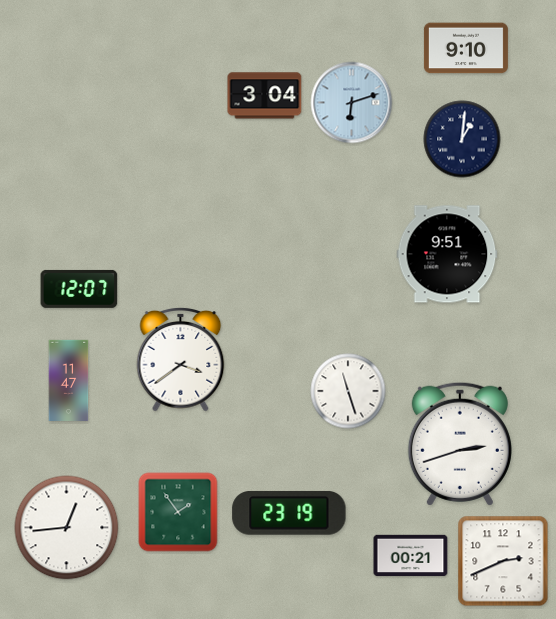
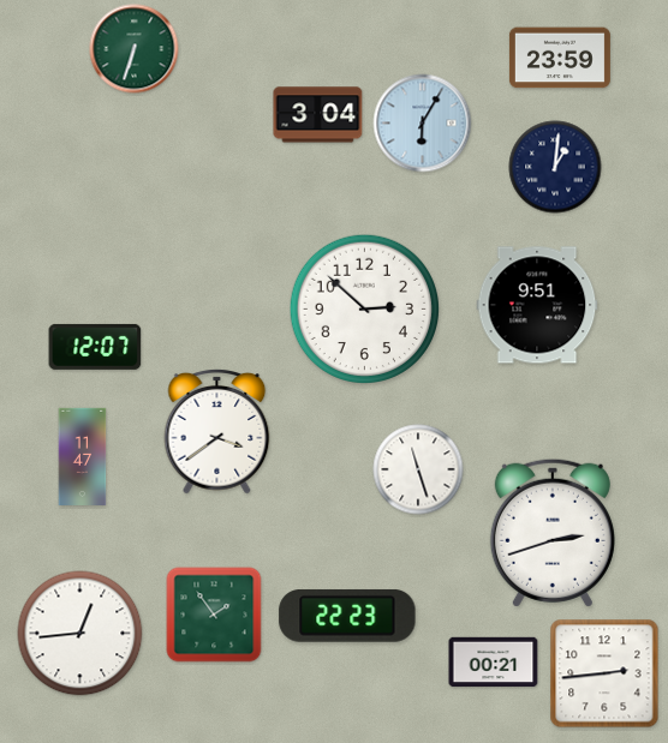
clock at (135, 49): none -> 6:33
clock at (466, 48): 9:10 -> 23:59
clock at (352, 103): 6:12 -> 6:05
clock at (364, 308): none -> 2:52
clock at (289, 513): 23:19 -> 22:23
clock at (411, 556) position: (411, 556) -> (494, 663)
clock at (503, 561): 2:41 -> 2:44
